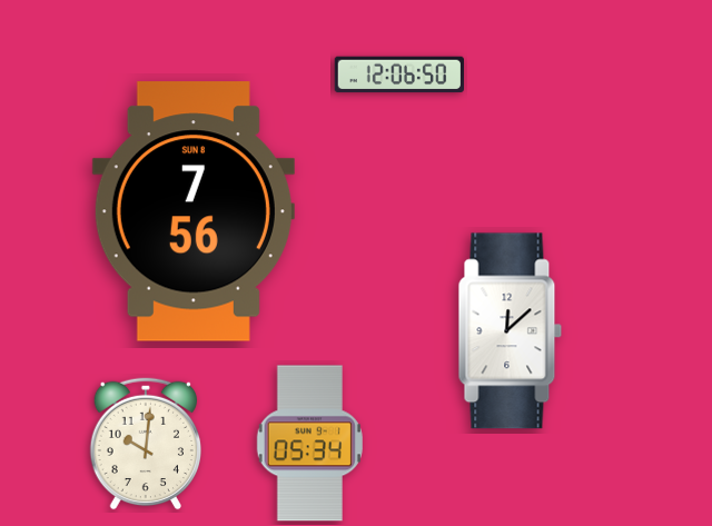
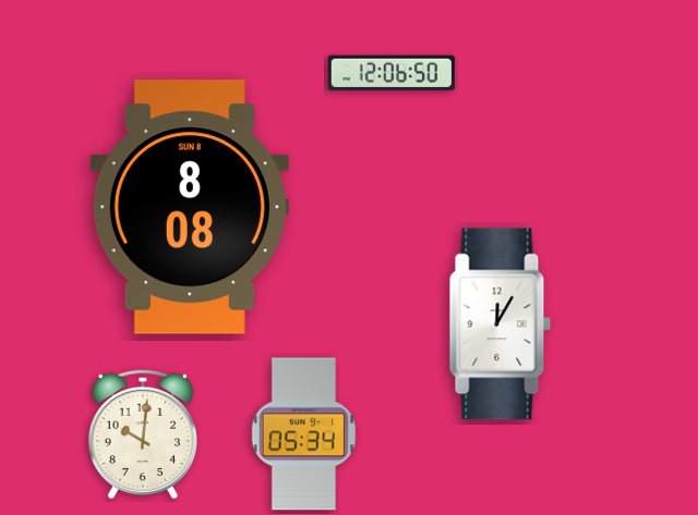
clock at (194, 211): 7:56 -> 8:08
clock at (511, 331): 12:08 -> 12:05
